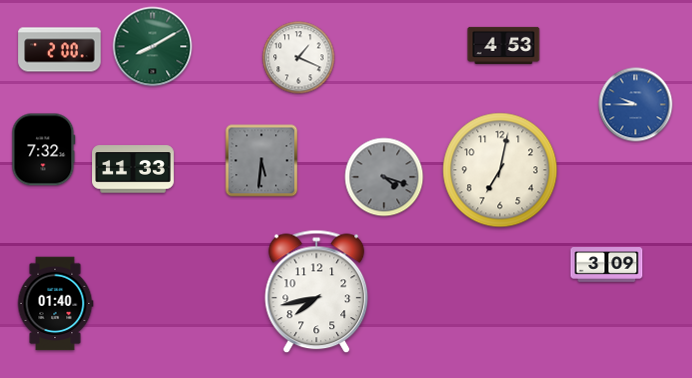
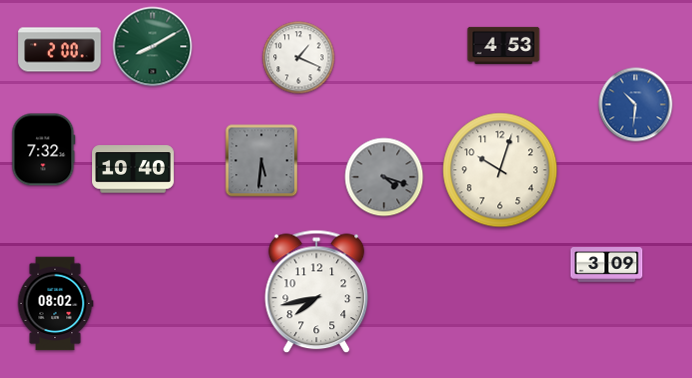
clock at (636, 105): 9:45 -> 10:31
clock at (133, 169): 11:33 -> 10:40
clock at (500, 170): 7:02 -> 10:03
clock at (55, 304): 01:40 -> 08:02
